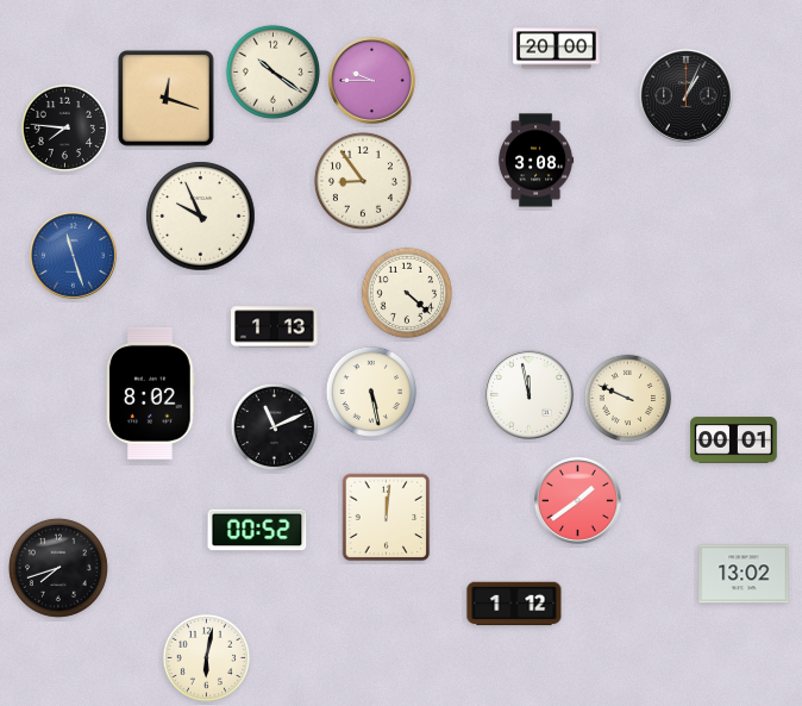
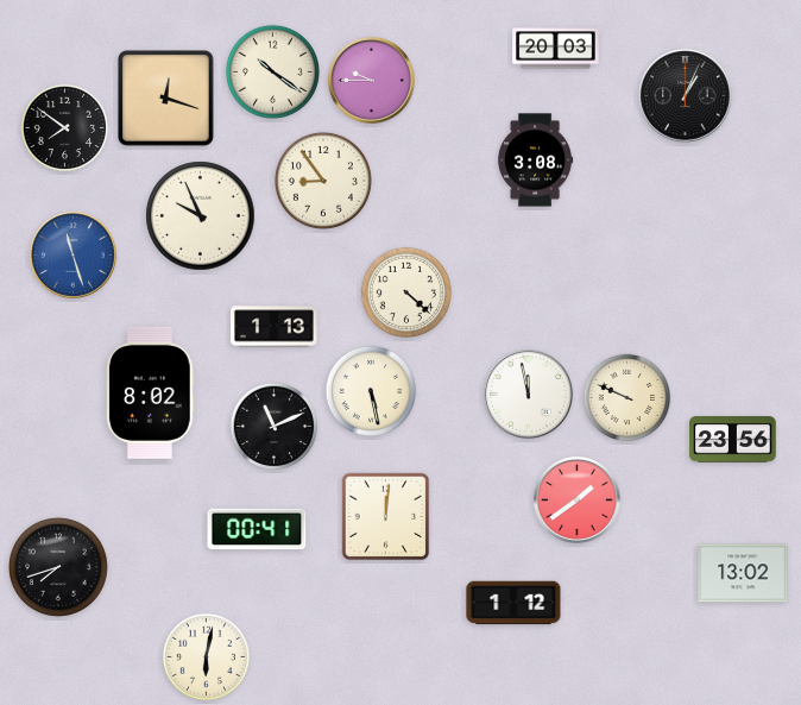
clock at (557, 49): 20:00 -> 20:03
clock at (65, 129): 7:46 -> 7:51
clock at (363, 181) position: (363, 181) -> (323, 181)
clock at (734, 441): 00:01 -> 23:56
clock at (257, 530): 00:52 -> 00:41
